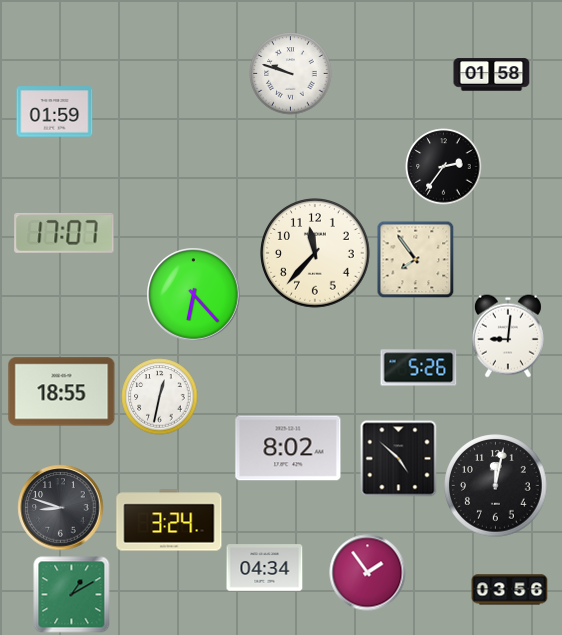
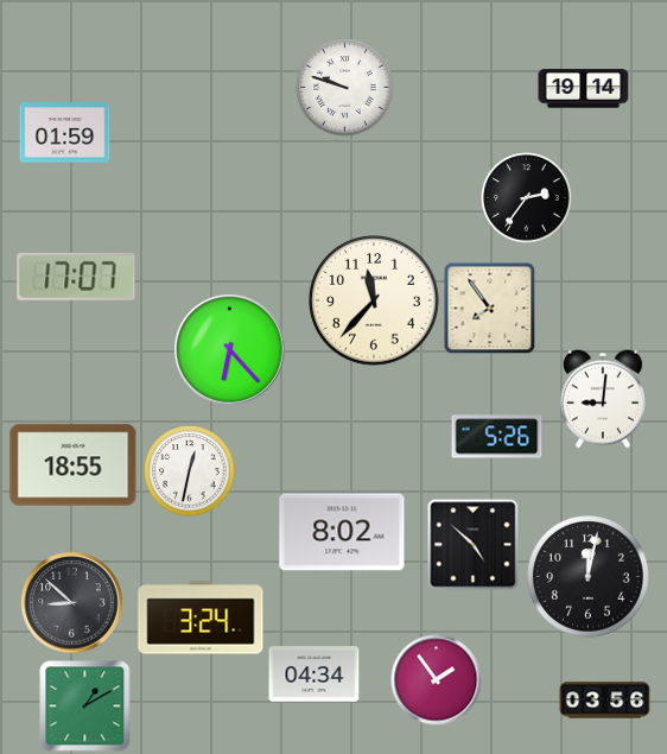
clock at (492, 75): 01:58 -> 19:14
clock at (415, 259) position: (415, 259) -> (489, 308)
clock at (61, 508): 8:48 -> 8:52
